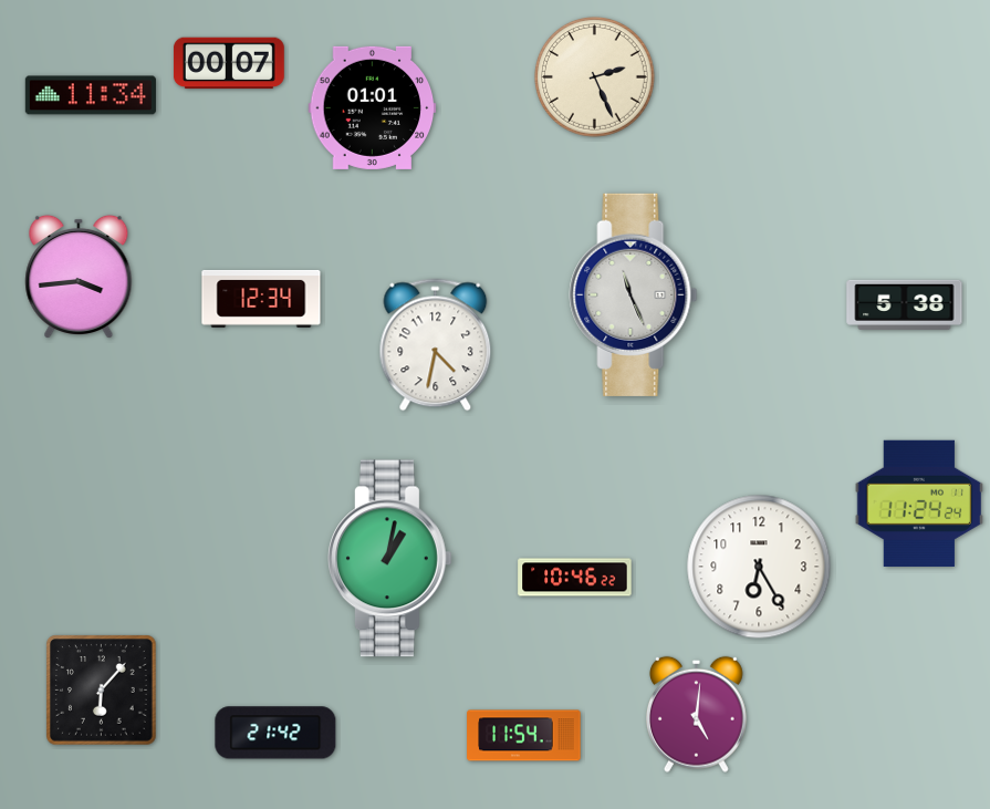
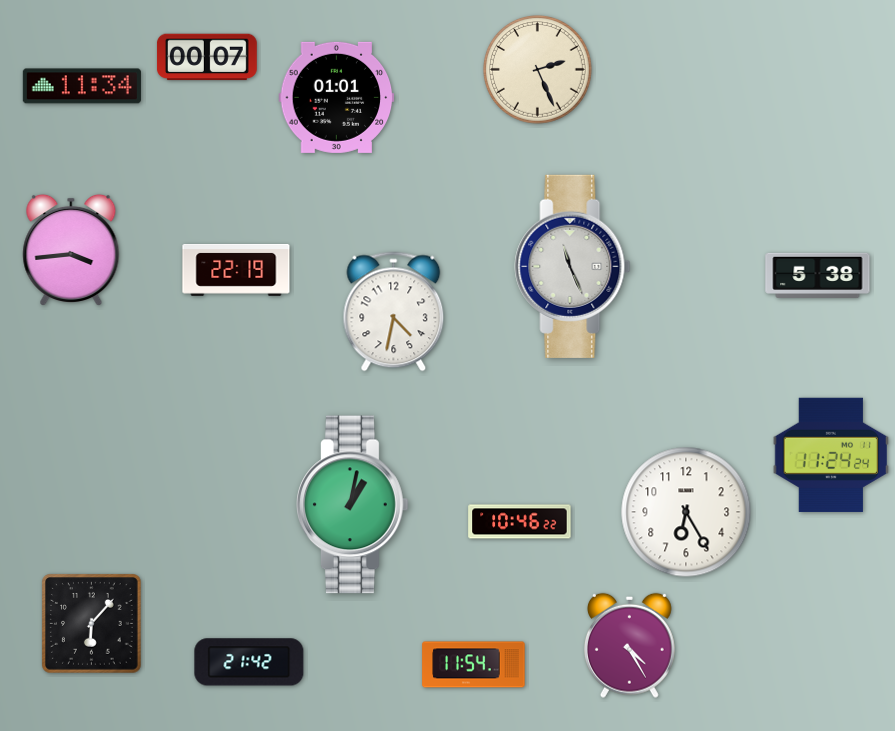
clock at (261, 299): 12:34 -> 22:19
clock at (696, 714): 5:01 -> 4:25
